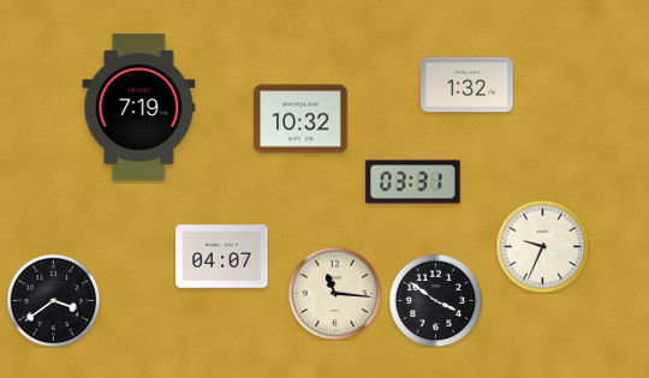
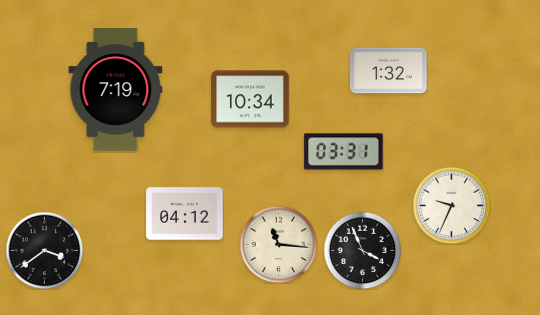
clock at (300, 119): 10:32 -> 10:34
clock at (222, 257): 04:07 -> 04:12
clock at (435, 300): 3:51 -> 3:56
